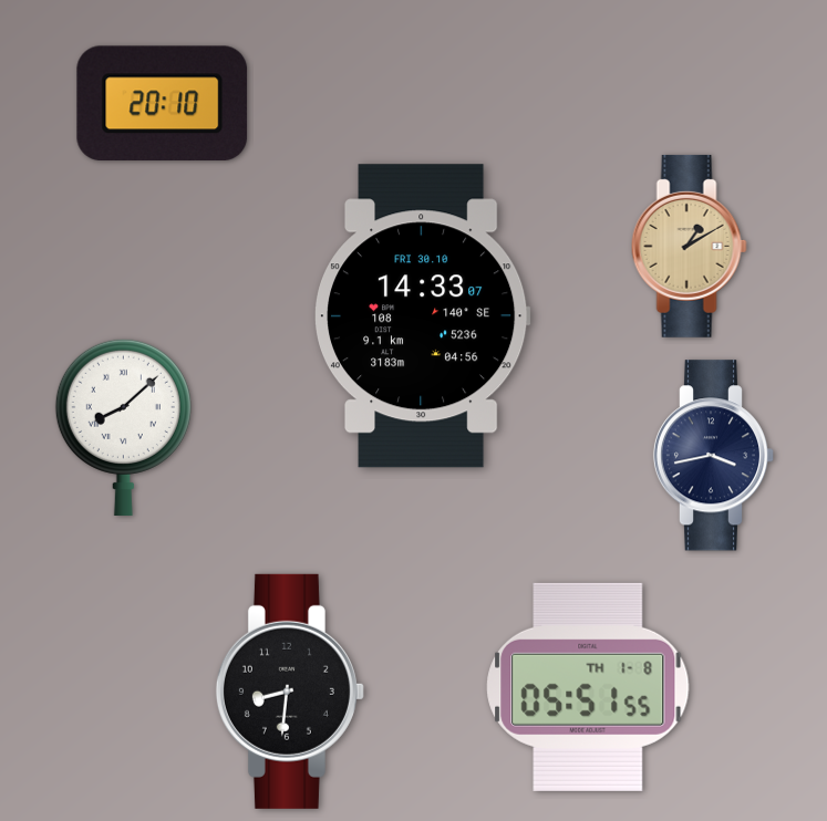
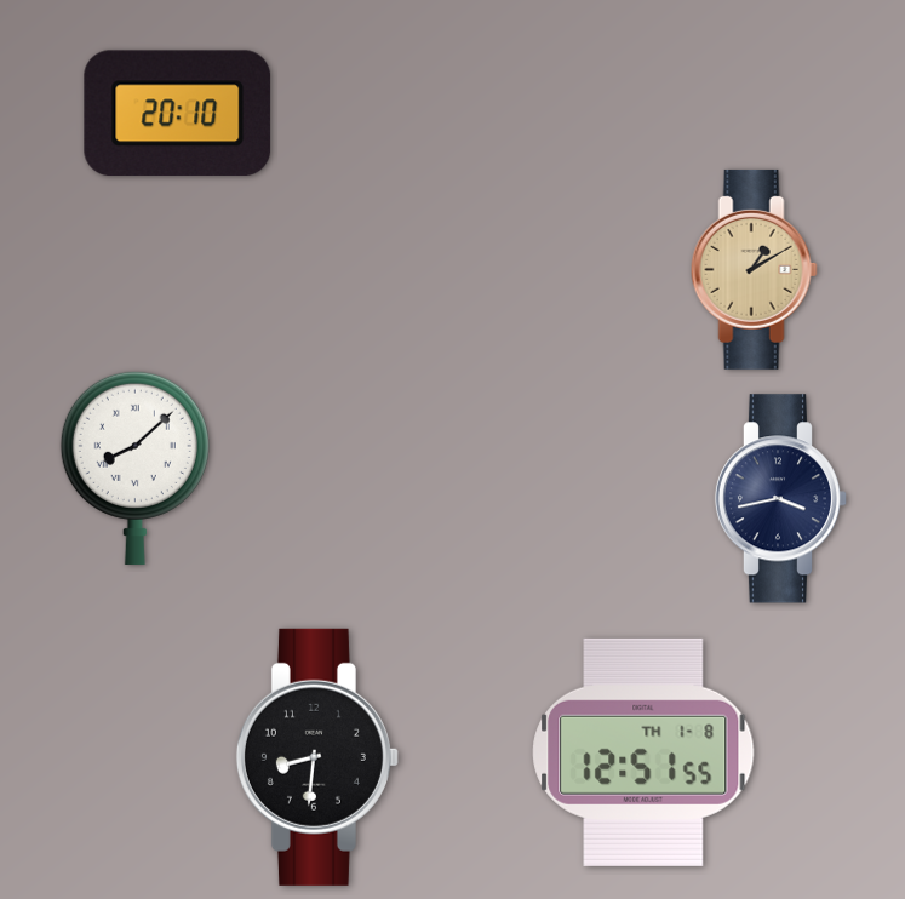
clock at (422, 316): 14:33 -> none
clock at (588, 687): 05:51 -> 12:51
